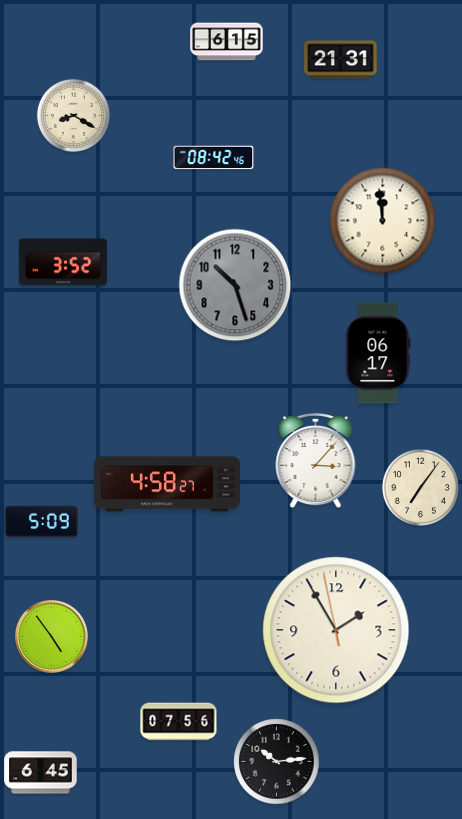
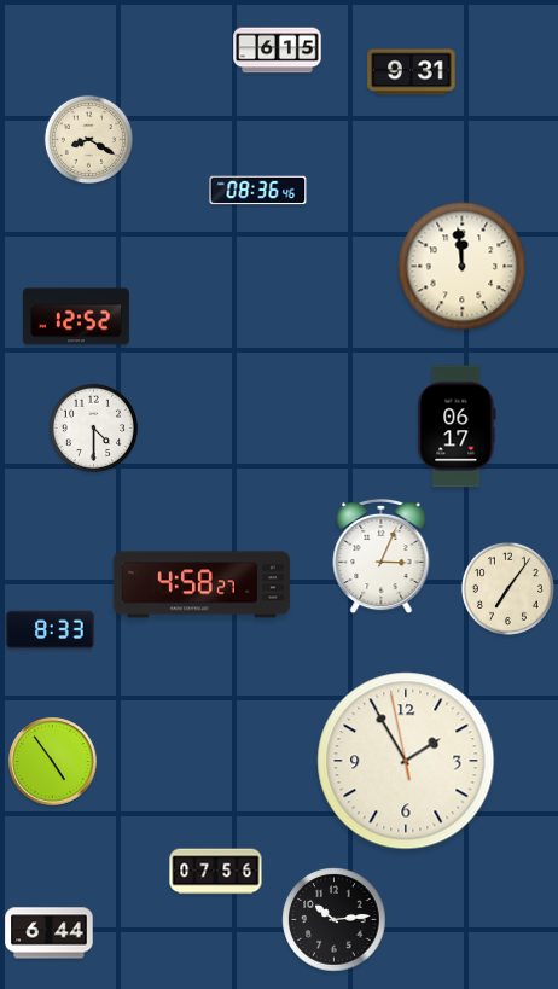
clock at (227, 42) position: (227, 42) -> (278, 51)
clock at (341, 60): 21:31 -> 9:31
clock at (214, 158): 08:42 -> 08:36
clock at (63, 262): 3:52 -> 12:52
clock at (235, 285): 10:27 -> none
clock at (93, 427): none -> 4:30
clock at (316, 461): 3:07 -> 3:04
clock at (42, 522): 5:09 -> 8:33
clock at (52, 637) position: (52, 637) -> (53, 762)
clock at (41, 773): 6:45 -> 6:44
